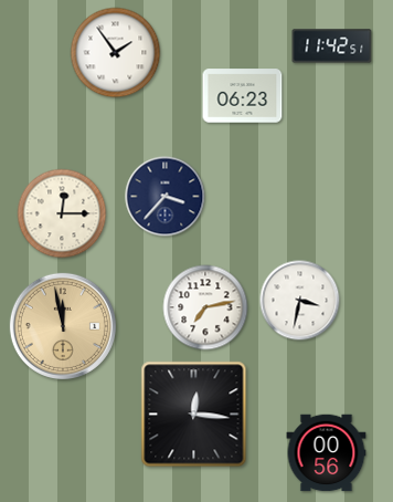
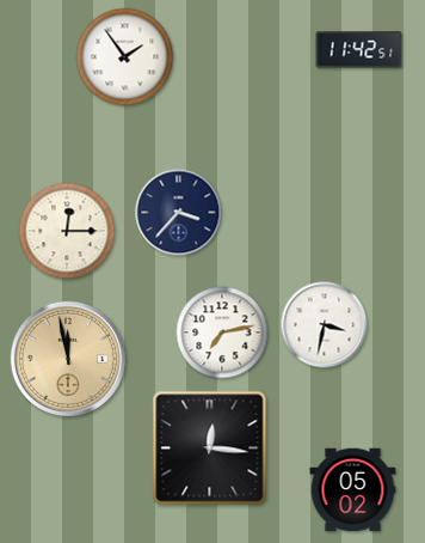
clock at (243, 96): 06:23 -> none
clock at (63, 326) position: (63, 326) -> (68, 359)
clock at (327, 453): 00:56 -> 05:02
